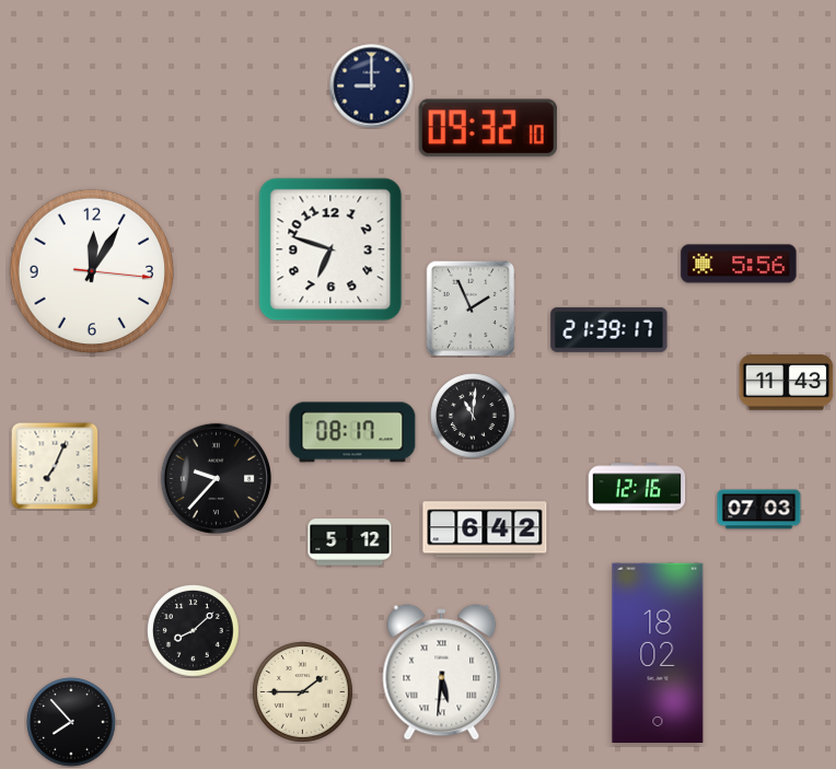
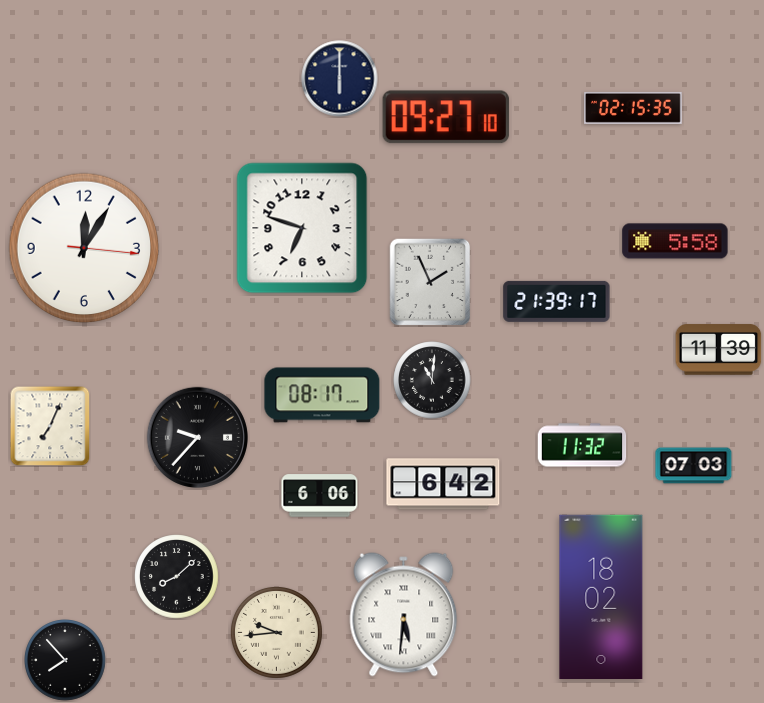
clock at (372, 86): 9:00 -> 6:00
clock at (634, 108): none -> 02:15
clock at (488, 128): 09:32 -> 09:27
clock at (739, 264): 5:56 -> 5:58
clock at (787, 383): 11:43 -> 11:39
clock at (637, 487): 12:16 -> 11:32
clock at (350, 543): 5:12 -> 6:06
clock at (302, 691): 1:45 -> 9:44
